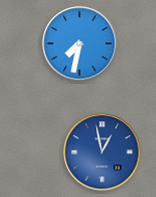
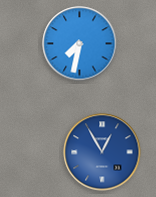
clock at (102, 152): 12:58 -> 12:55
